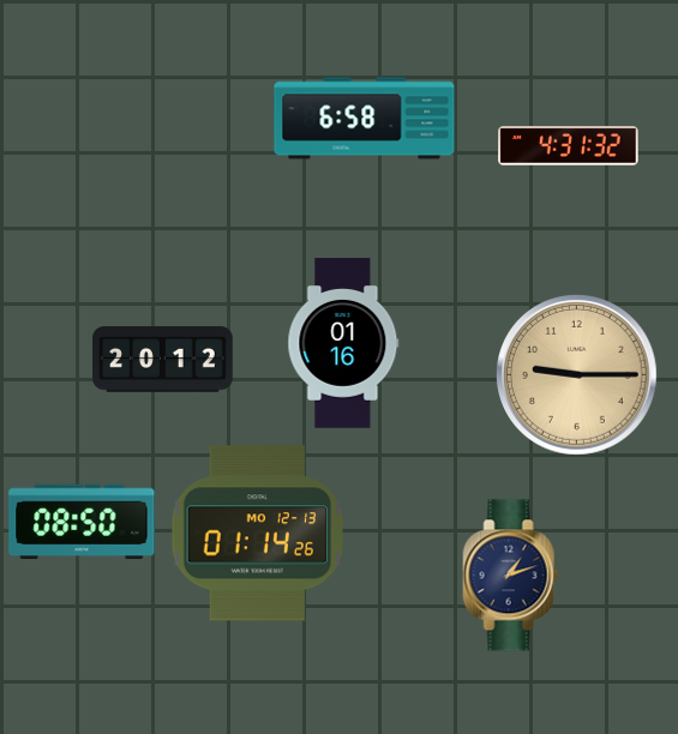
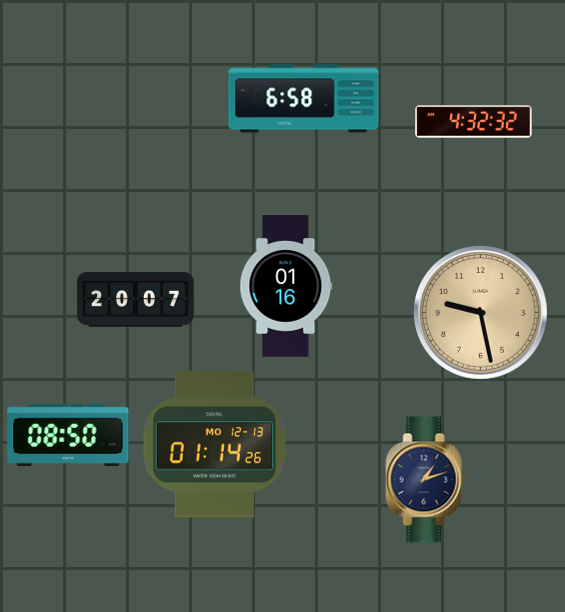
clock at (569, 146): 4:31 -> 4:32
clock at (163, 360): 20:12 -> 20:07
clock at (577, 375): 9:15 -> 9:28
